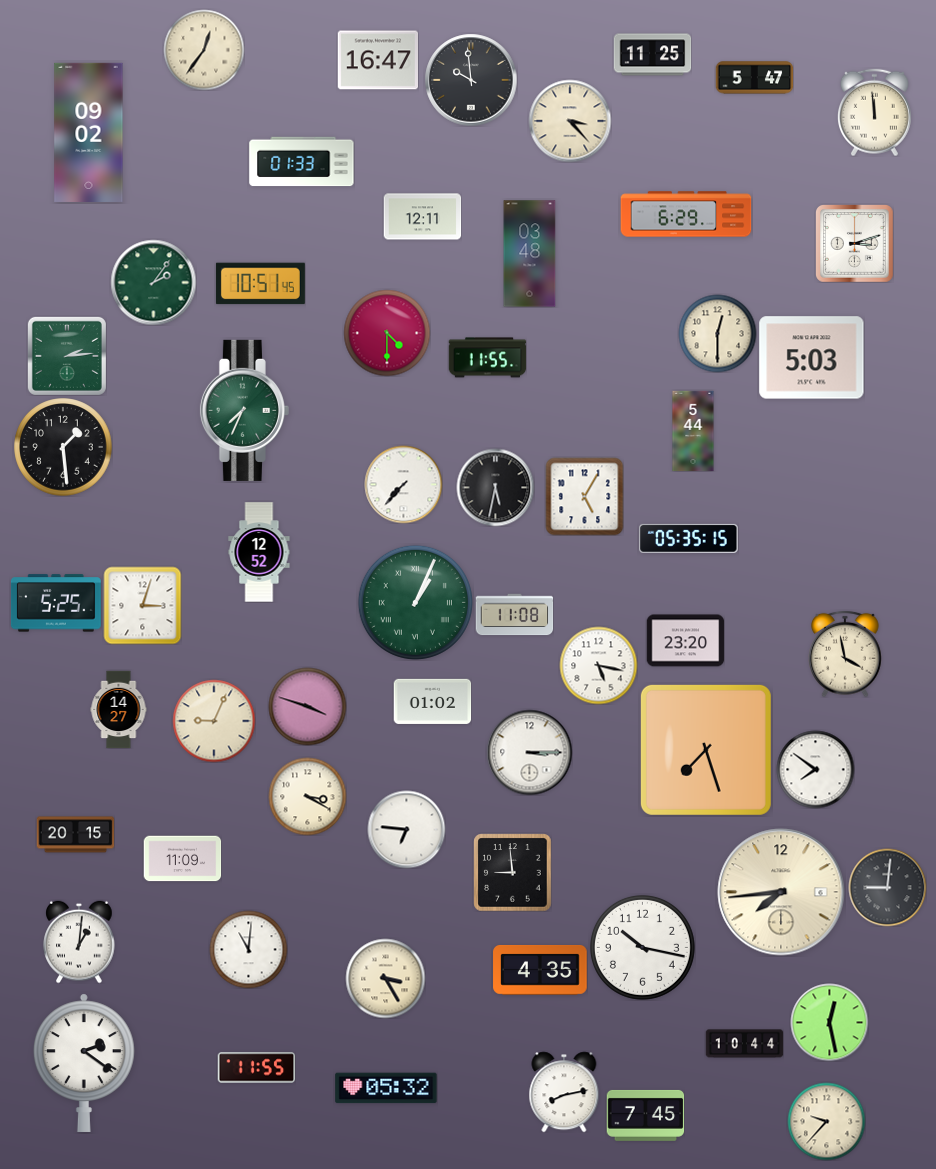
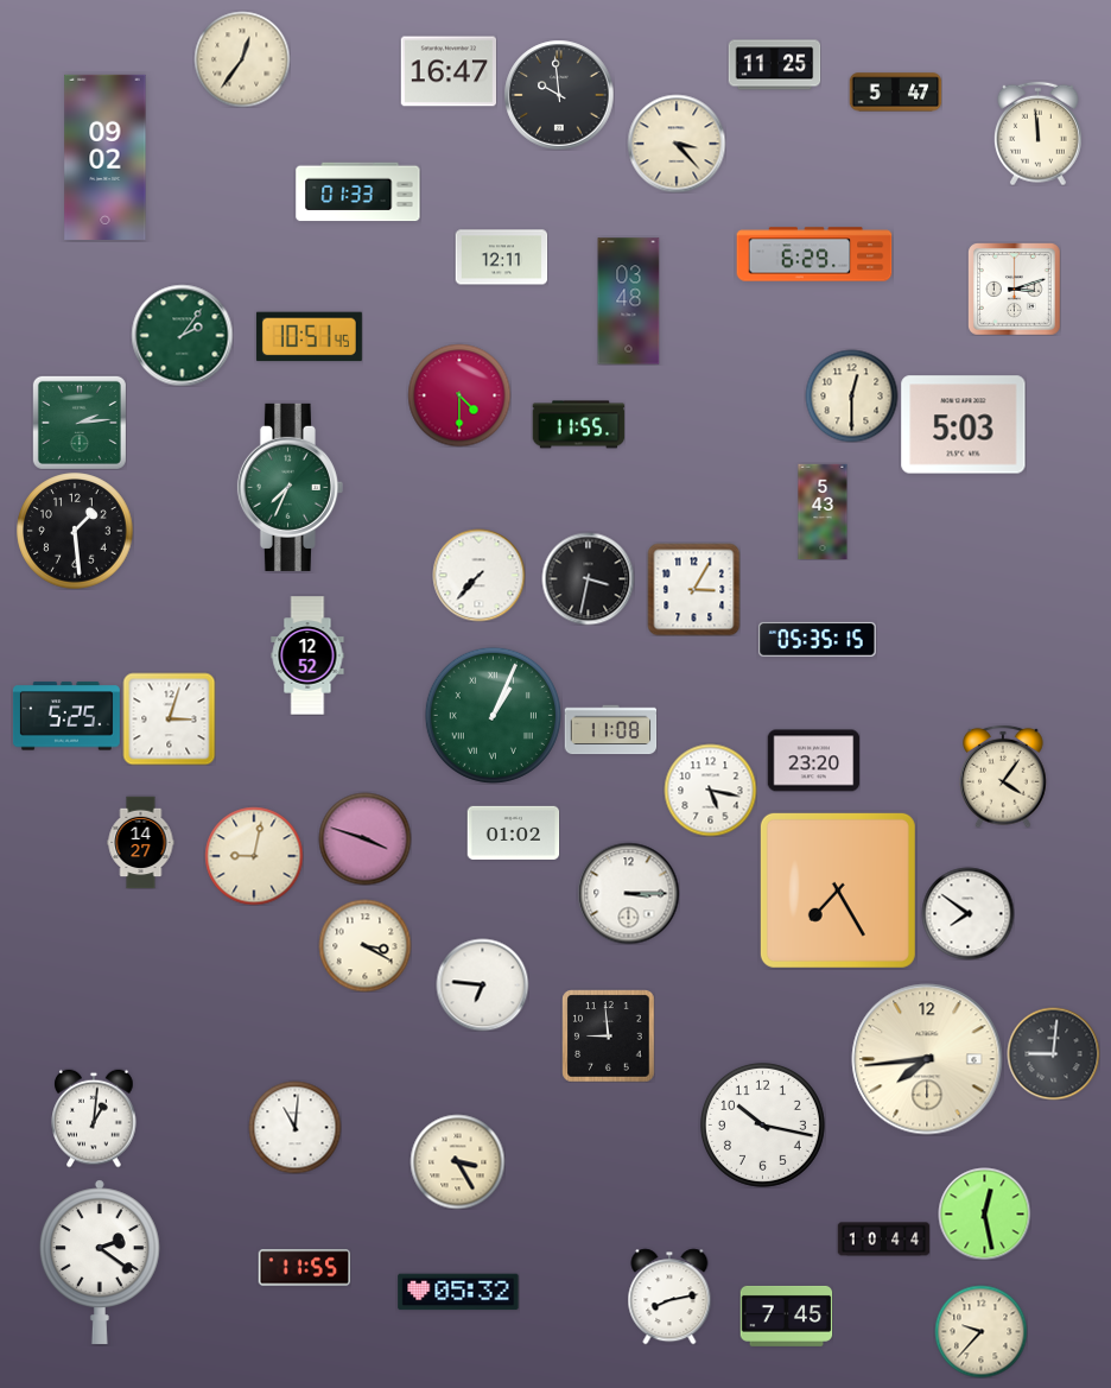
clock at (693, 431): 5:44 -> 5:43
clock at (495, 487): 5:32 -> 3:32
clock at (584, 496): 5:05 -> 3:05
clock at (845, 654): 3:58 -> 4:06
clock at (214, 721): 9:04 -> 9:02
clock at (706, 750): 7:27 -> 7:25
clock at (75, 835): 20:15 -> none
clock at (182, 859): 11:09 -> none
clock at (540, 970): 4:35 -> none
clock at (645, 1115) position: (645, 1115) -> (786, 1316)
